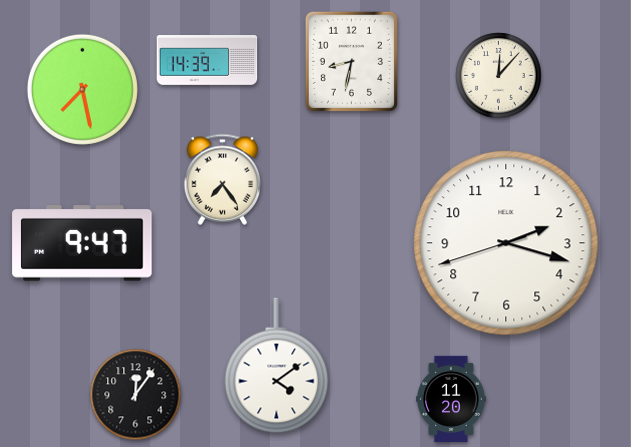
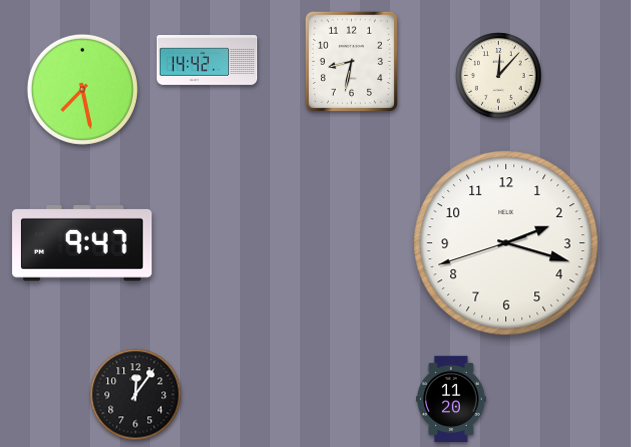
clock at (207, 61): 14:39 -> 14:42
clock at (223, 179): 7:24 -> none
clock at (277, 366): 4:09 -> none
